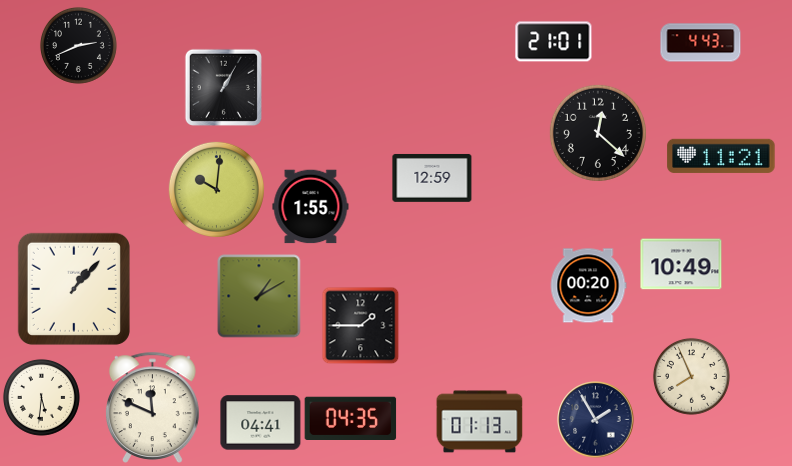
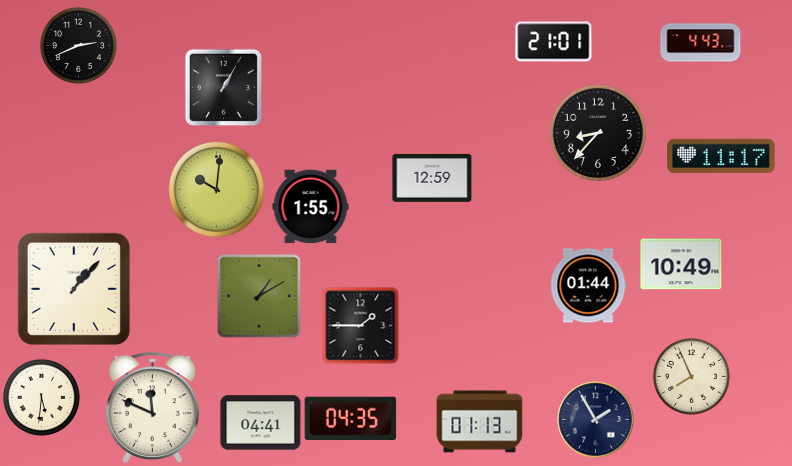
clock at (598, 133): 12:22 -> 8:37
clock at (721, 156): 11:21 -> 11:17
clock at (588, 286): 00:20 -> 01:44
